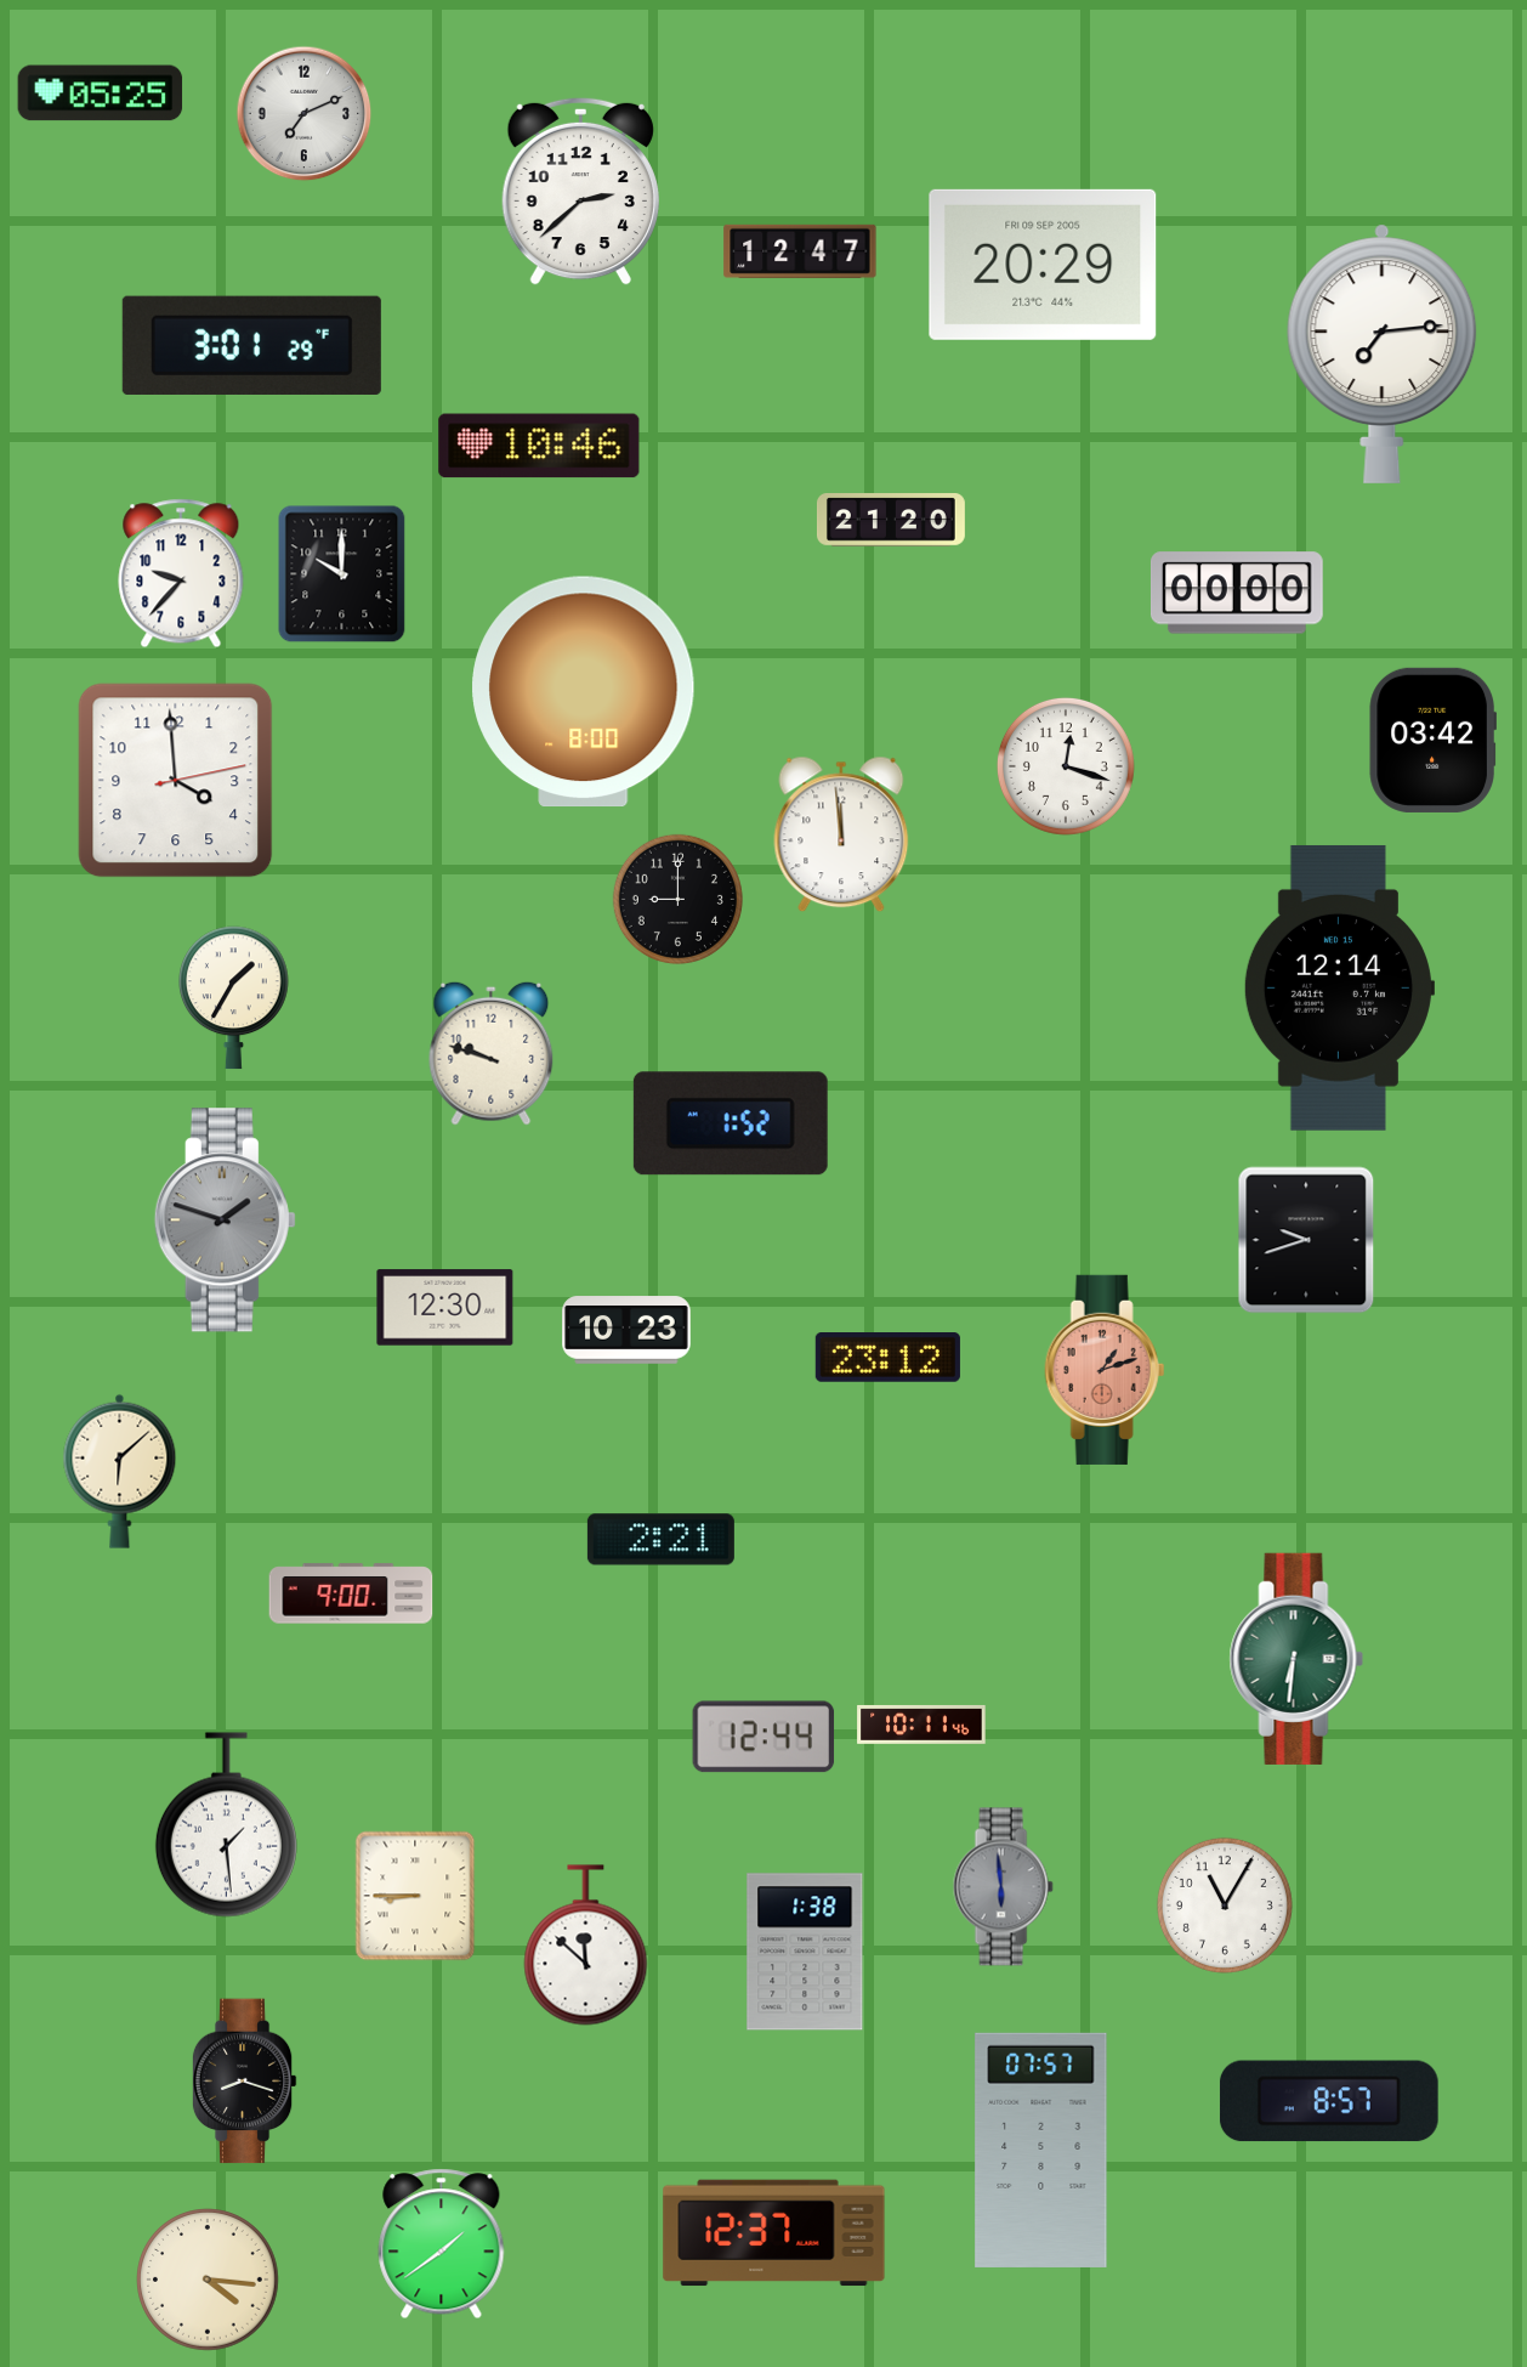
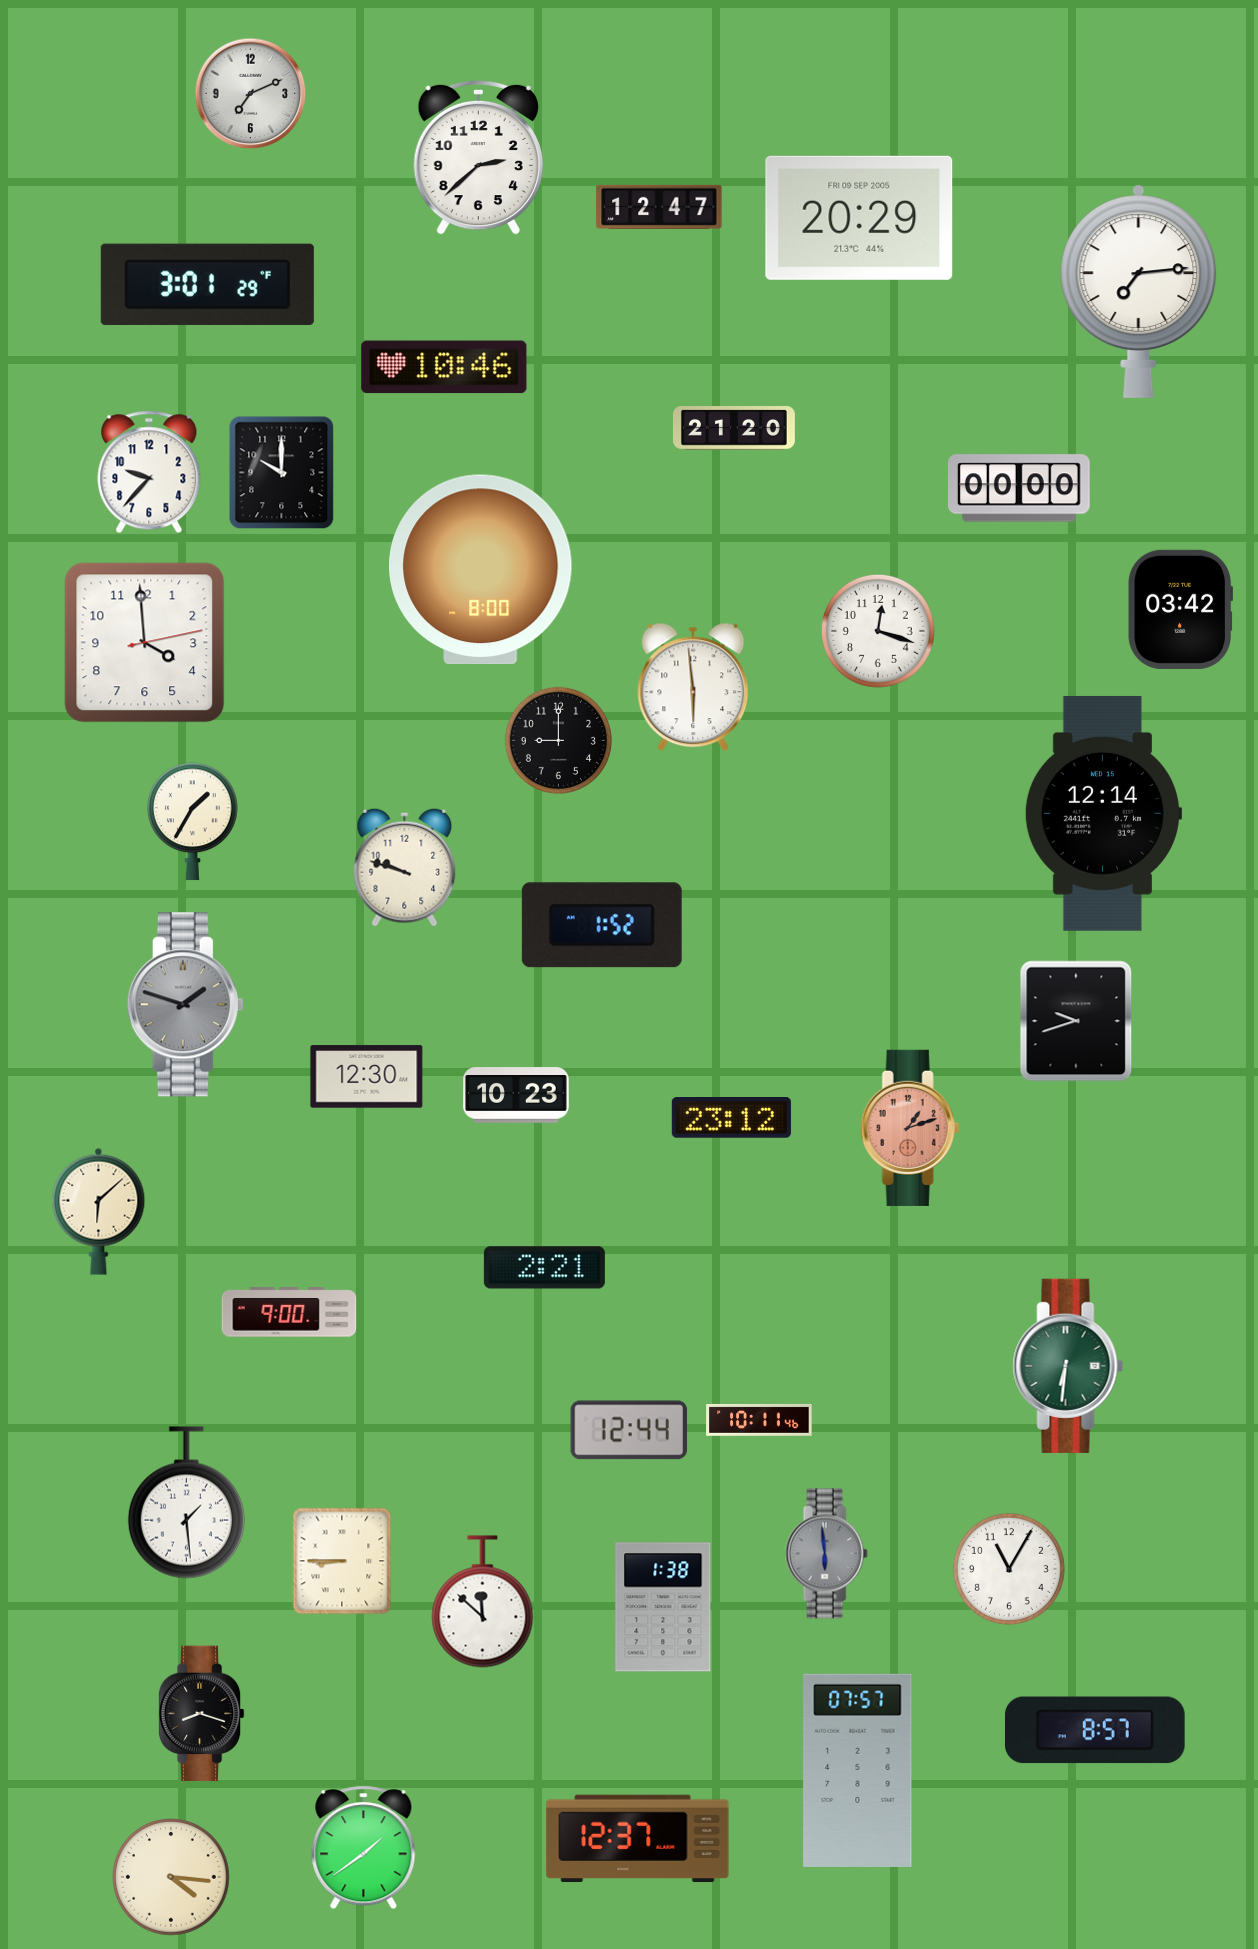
clock at (101, 94): 05:25 -> none
clock at (841, 834): 11:59 -> 5:59
